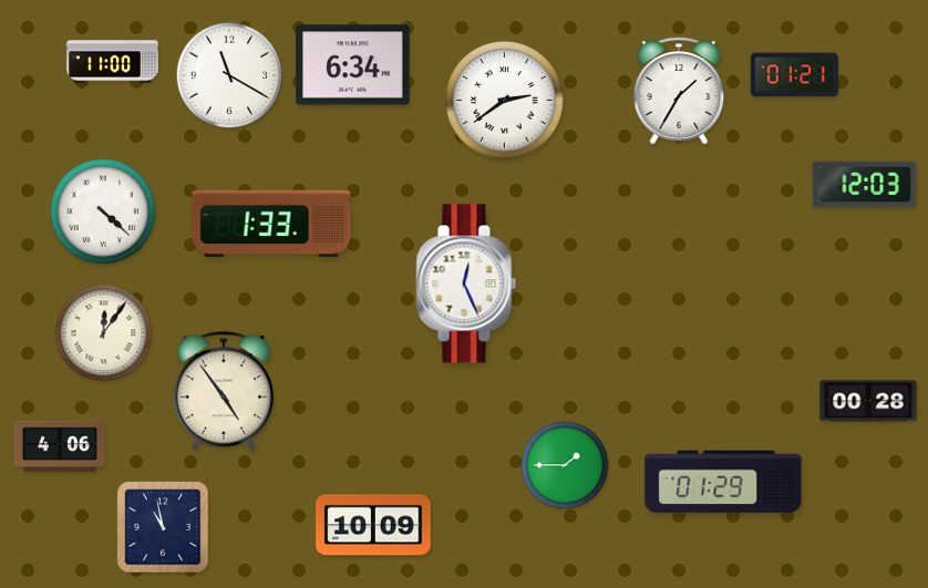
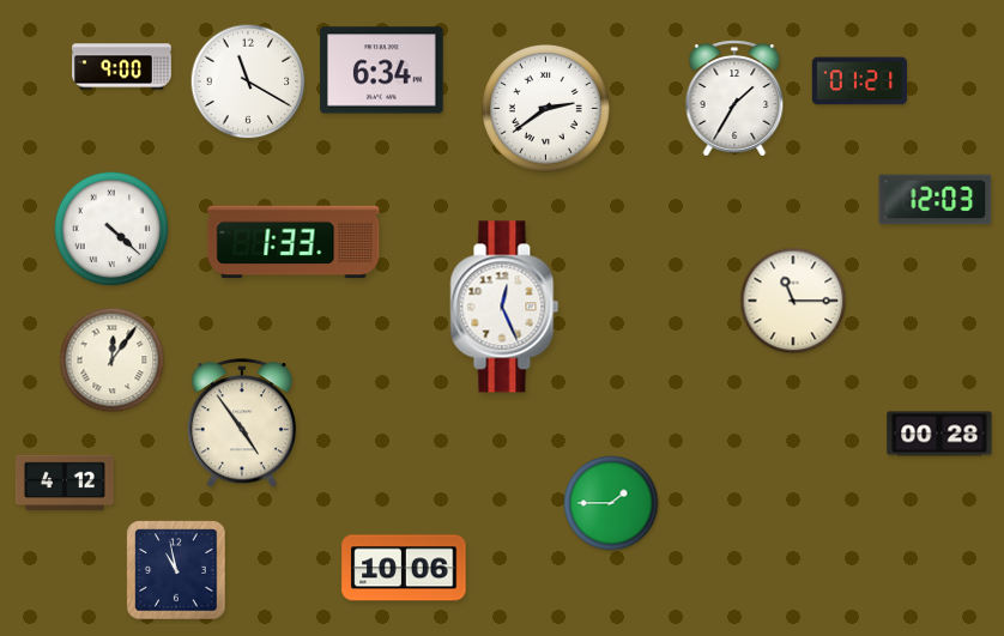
clock at (113, 62): 11:00 -> 9:00
clock at (793, 301): none -> 11:15
clock at (60, 446): 4:06 -> 4:12
clock at (723, 482): 01:29 -> none
clock at (373, 525): 10:09 -> 10:06
